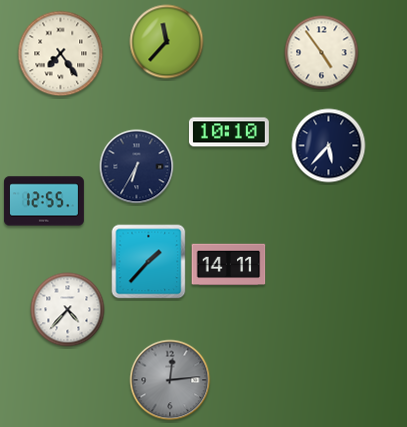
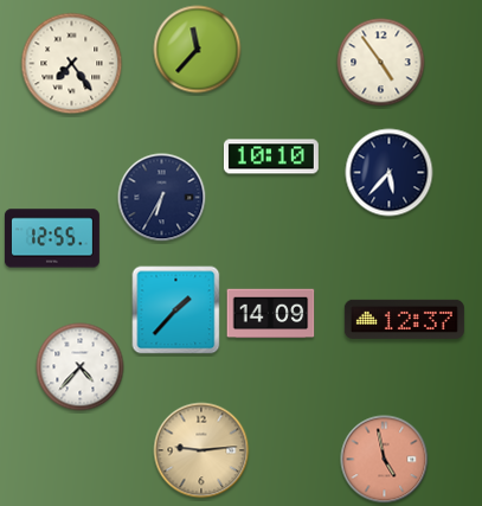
clock at (229, 265): 14:11 -> 14:09
clock at (404, 319): none -> 12:37
clock at (170, 380): 12:14 -> 9:14
clock at (170, 380) dial: grey -> champagne
clock at (385, 460): none -> 4:58
